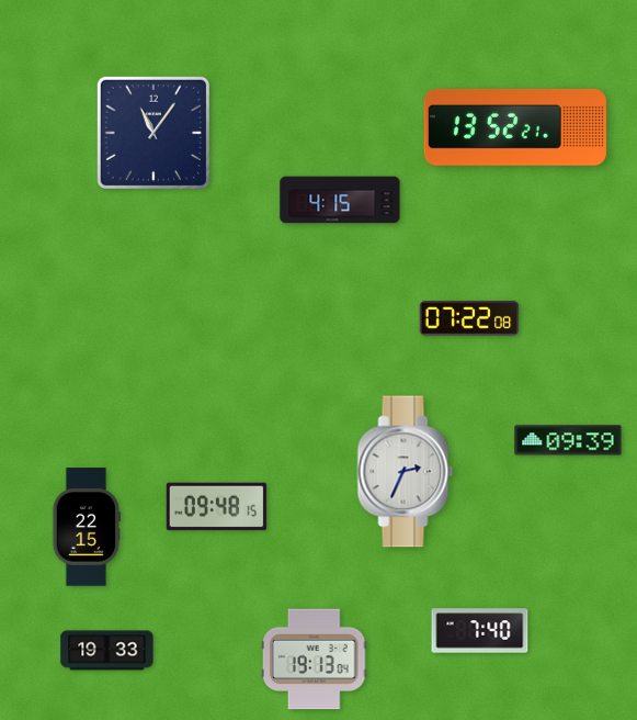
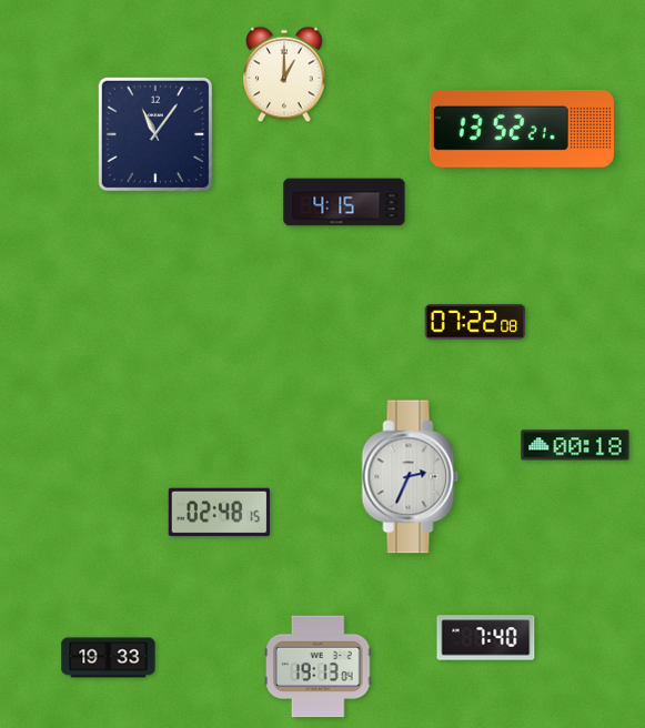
clock at (284, 74): none -> 1:00
clock at (568, 440): 09:39 -> 00:18
clock at (216, 507): 09:48 -> 02:48
clock at (87, 527): 22:15 -> none
